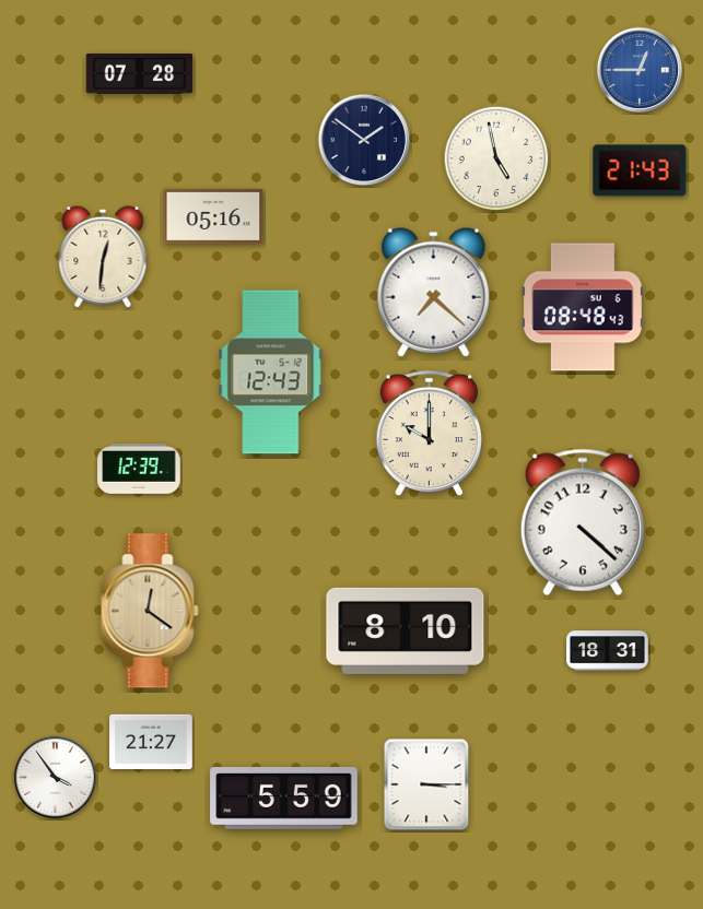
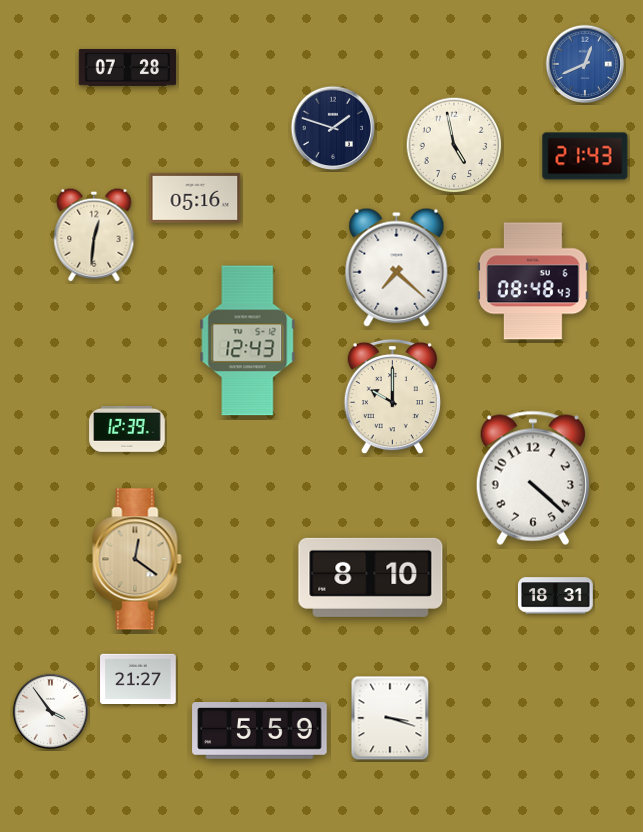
clock at (638, 69): 12:45 -> 12:41
clock at (364, 140): 1:51 -> 1:48
clock at (426, 784): 3:15 -> 3:18
